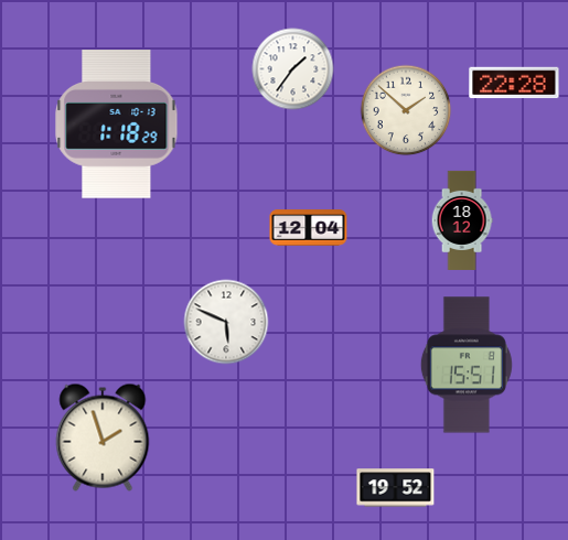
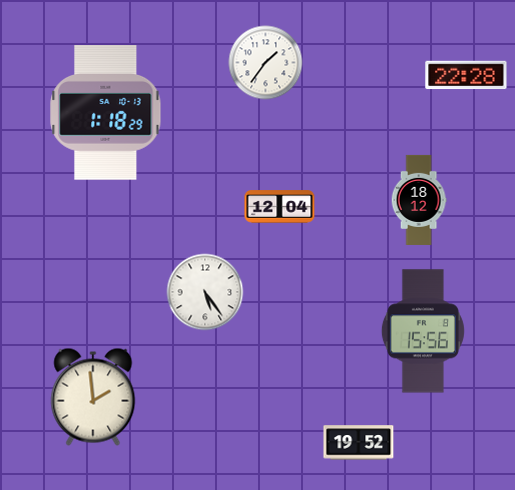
clock at (406, 110): 1:52 -> none
clock at (226, 322): 5:49 -> 5:24
clock at (467, 365): 15:51 -> 15:56
clock at (103, 438): 1:57 -> 1:59
